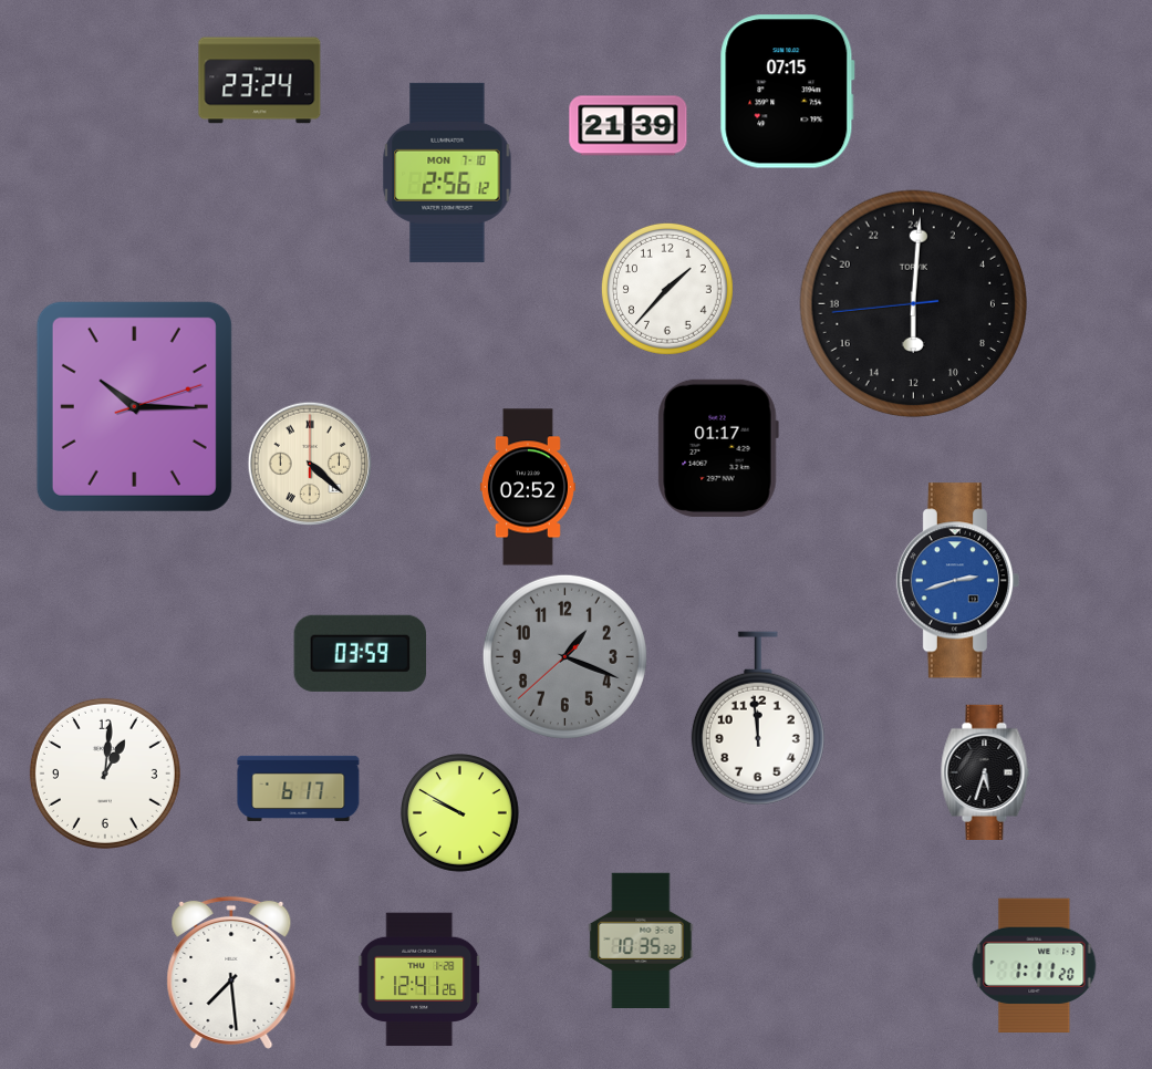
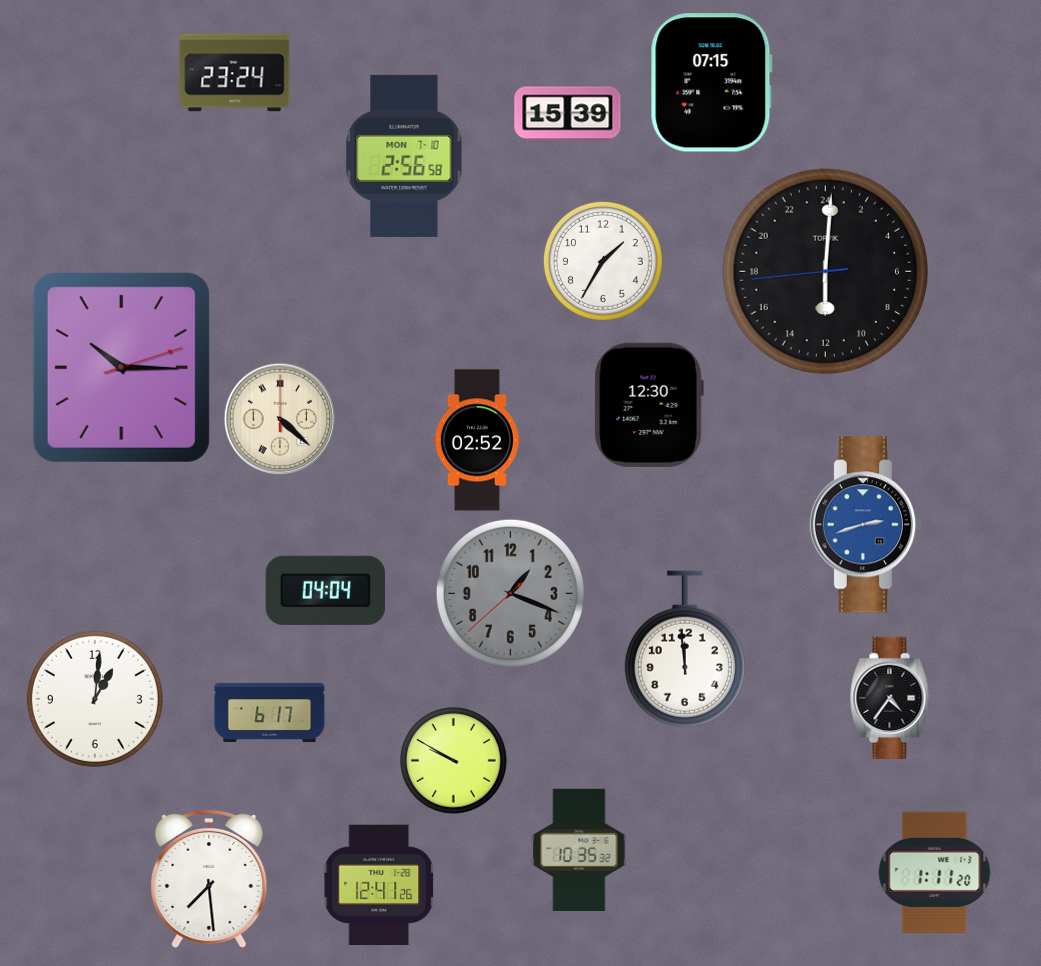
clock at (629, 126): 21:39 -> 15:39
clock at (447, 173): 2:56:12 -> 2:56:58
clock at (667, 289): 1:37 -> 1:35
clock at (913, 303) position: (913, 303) -> (825, 271)
clock at (718, 448): 01:17 -> 12:30
clock at (361, 653): 03:59 -> 04:04
clock at (985, 771): 5:33 -> 4:36
clock at (460, 813) position: (460, 813) -> (454, 761)
